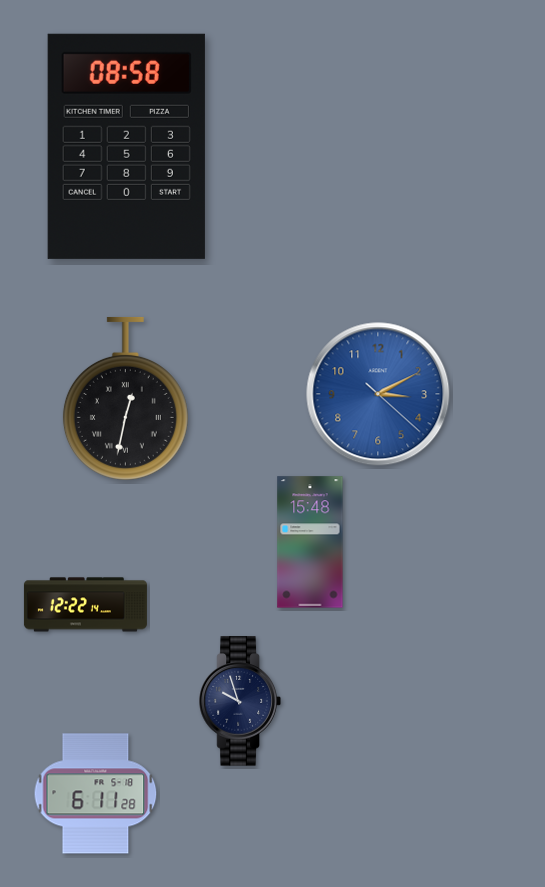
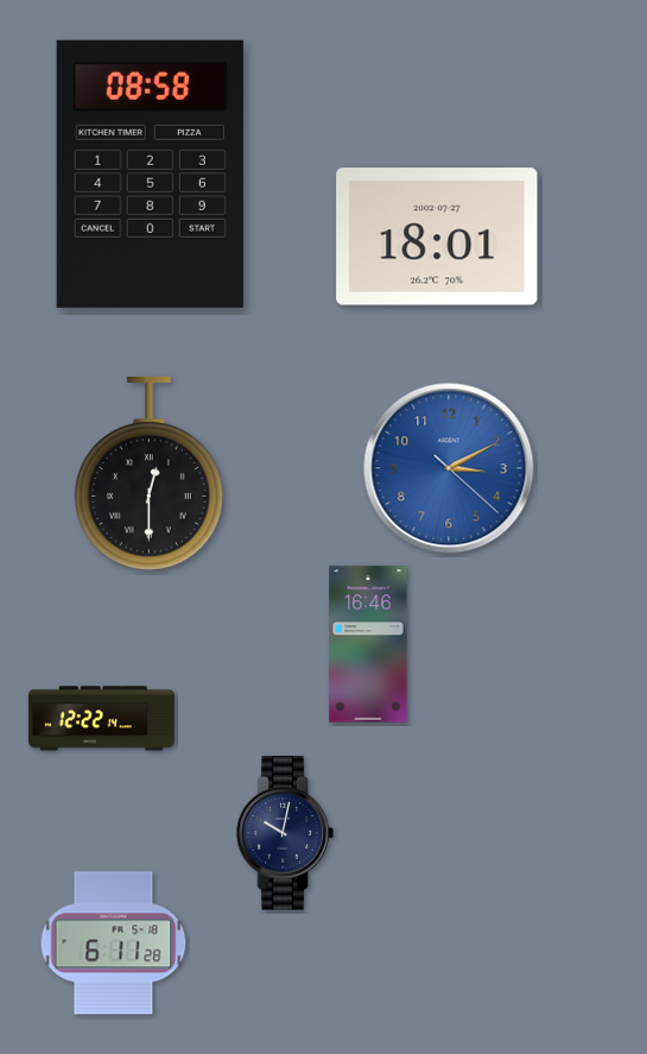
clock at (437, 236): none -> 18:01
clock at (125, 398): 12:32 -> 12:30
clock at (310, 542): 15:48 -> 16:46
clock at (240, 701): 9:57 -> 10:02
